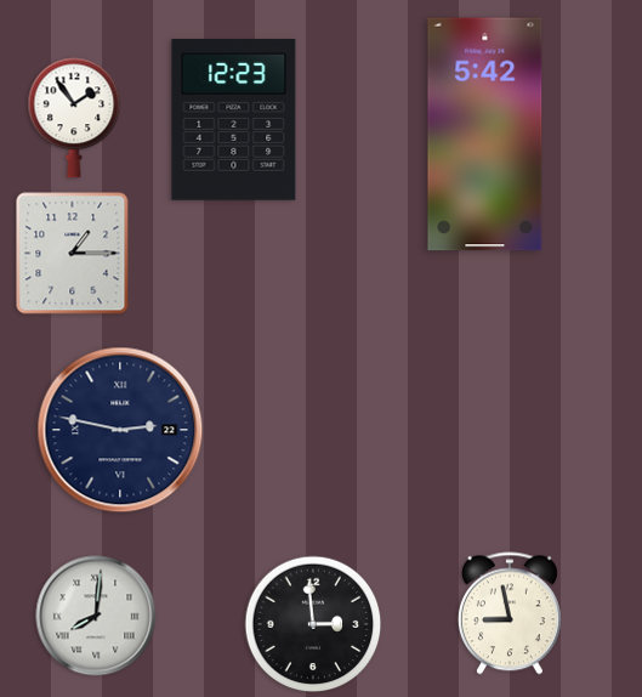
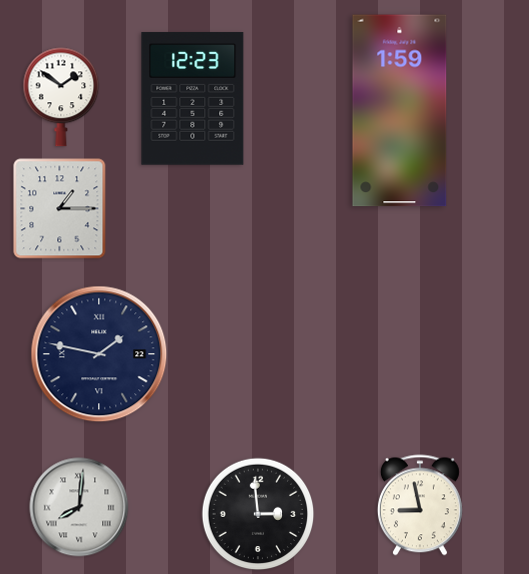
clock at (74, 118): 1:54 -> 1:51
clock at (485, 135): 5:42 -> 1:59
clock at (120, 430): 2:47 -> 1:47
